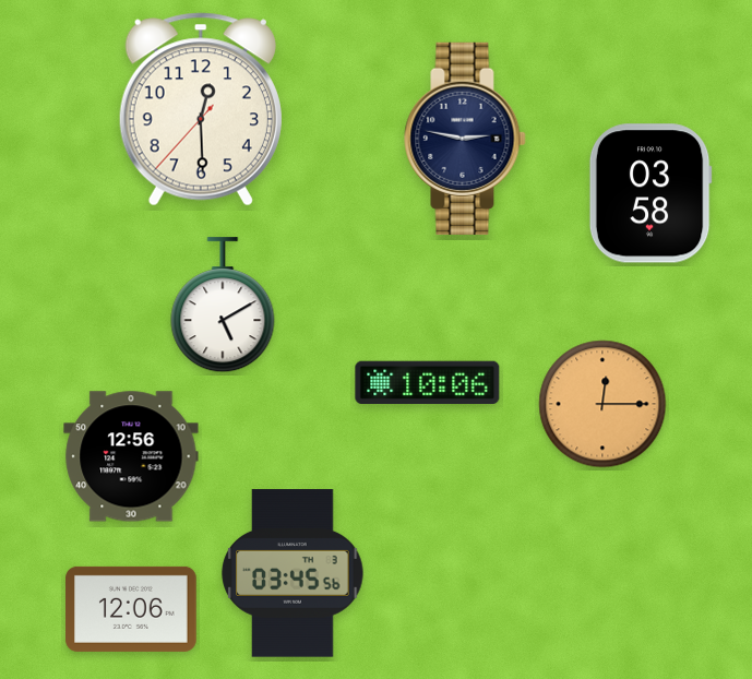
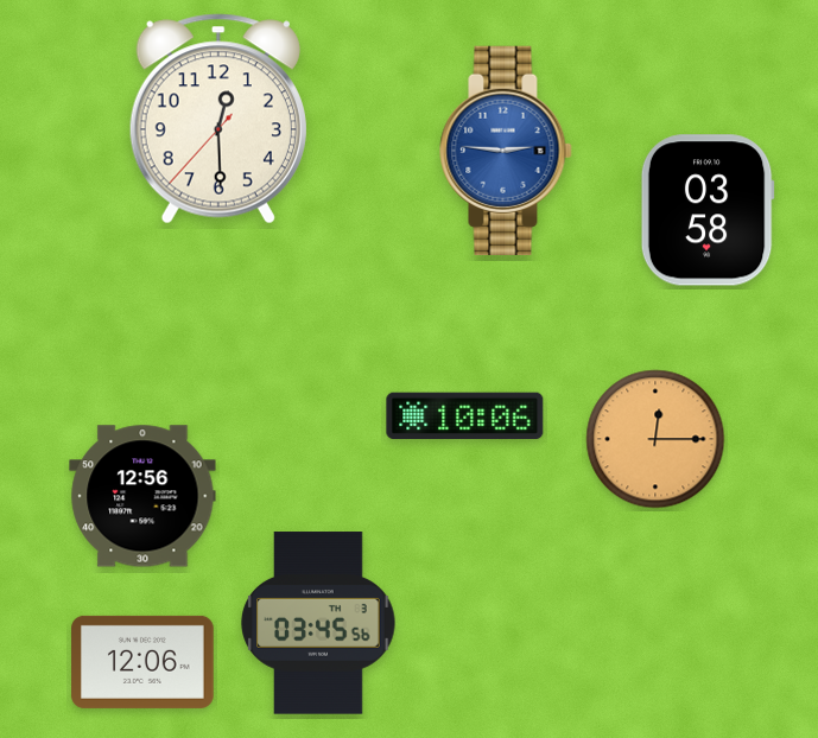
clock at (465, 139): 2:47 -> 2:46
clock at (465, 139) dial: navy -> blue
clock at (223, 306): 5:10 -> none
